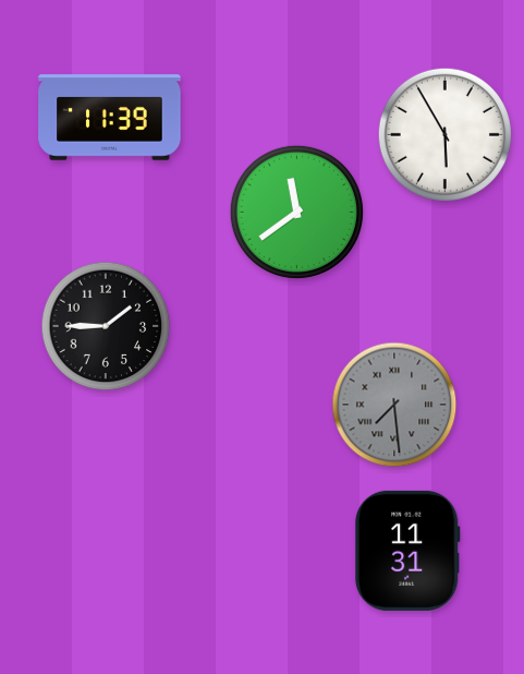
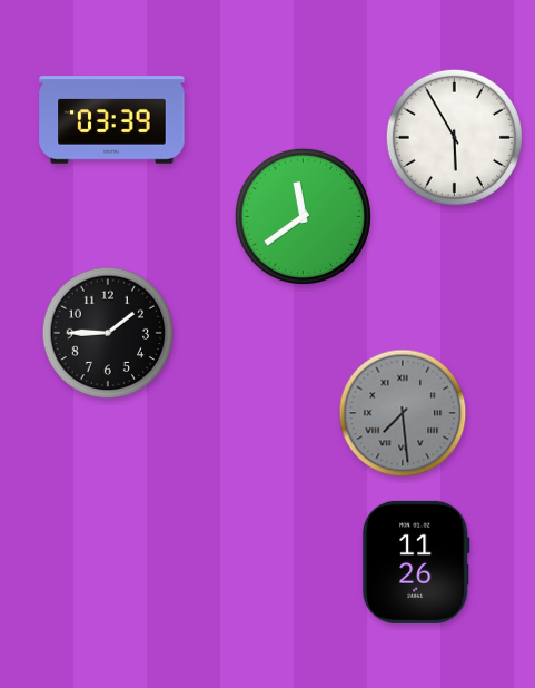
clock at (110, 118): 11:39 -> 03:39
clock at (407, 551): 11:31 -> 11:26
